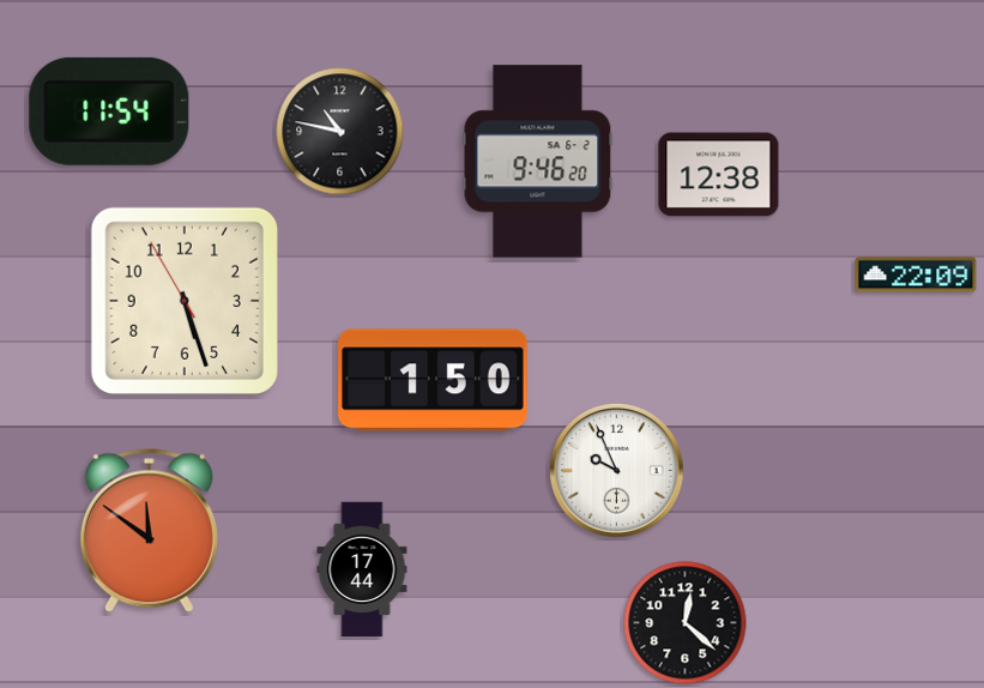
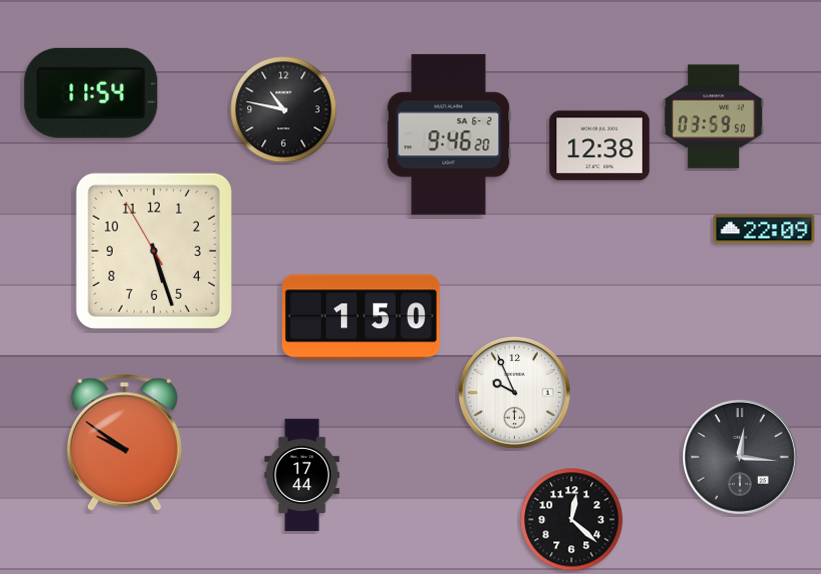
clock at (713, 117): none -> 03:59
clock at (149, 530): 11:51 -> 9:51
clock at (740, 457): none -> 12:16
